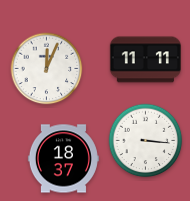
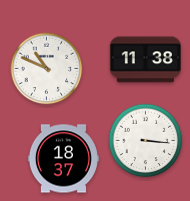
clock at (145, 60): 11:11 -> 11:38
clock at (47, 69): 12:04 -> 10:49
